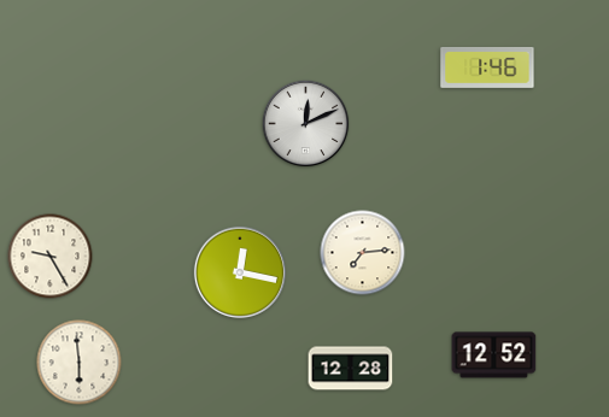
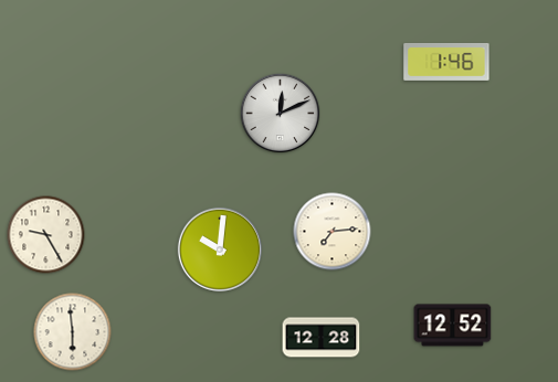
clock at (240, 272): 12:17 -> 10:01
